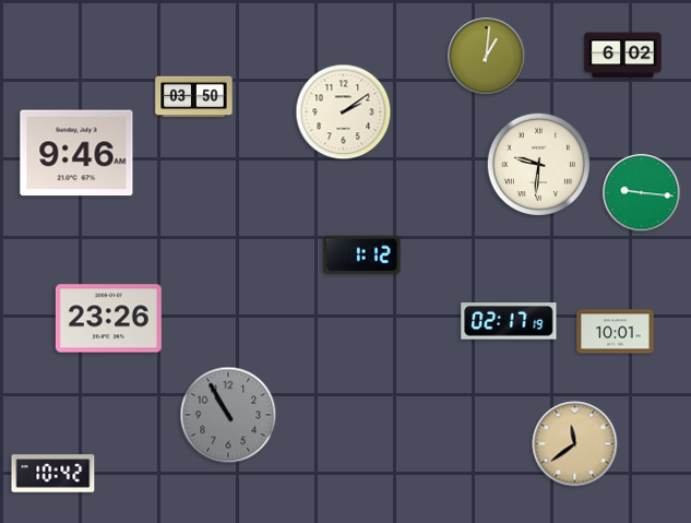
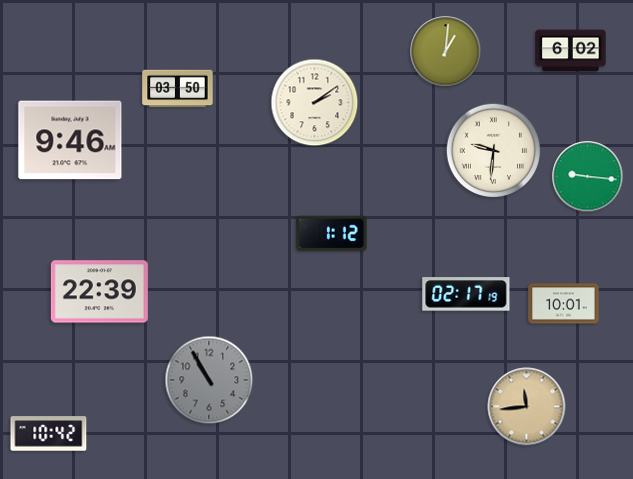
clock at (108, 319): 23:26 -> 22:39
clock at (575, 444): 11:39 -> 11:44
